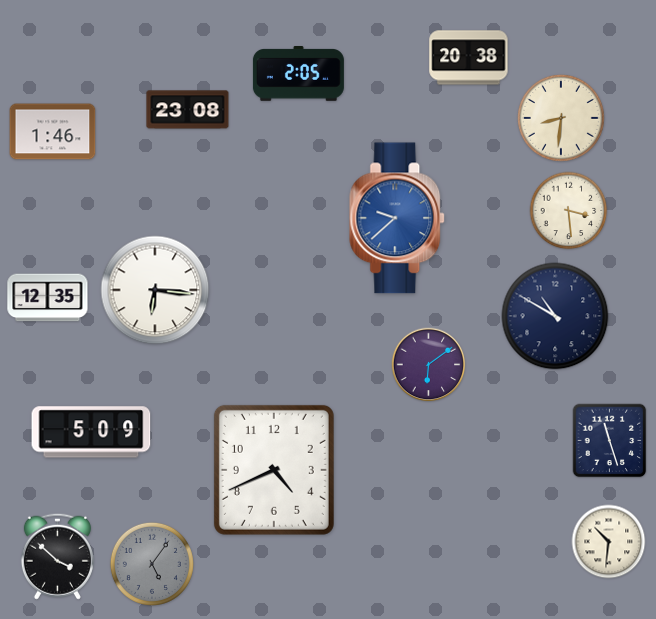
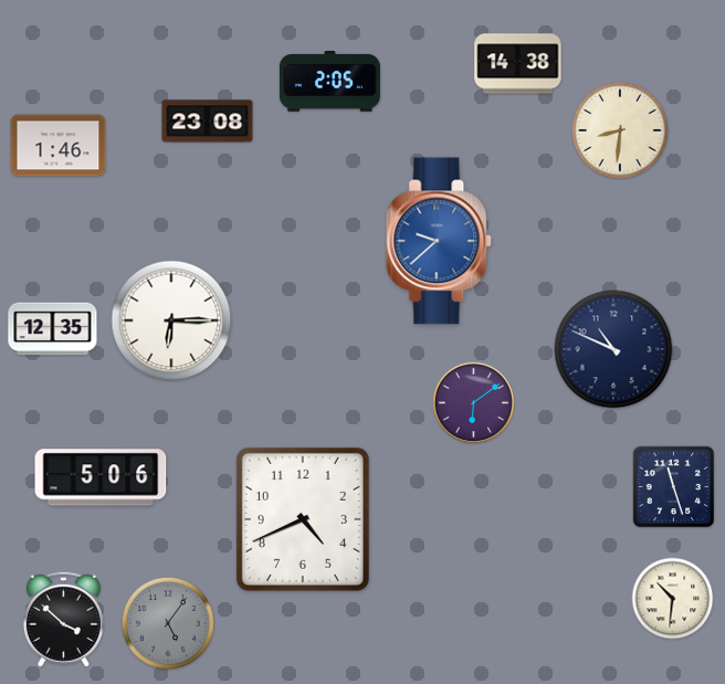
clock at (469, 58): 20:38 -> 14:38
clock at (569, 211): 3:29 -> none
clock at (155, 290): 6:16 -> 6:15
clock at (555, 316): 10:50 -> 10:49
clock at (91, 432): 5:09 -> 5:06
clock at (57, 556) position: (57, 556) -> (63, 619)
